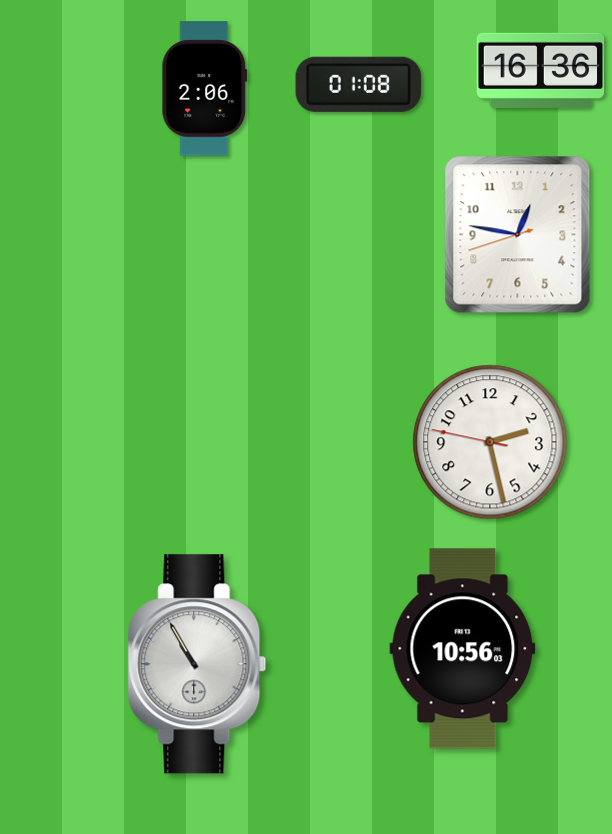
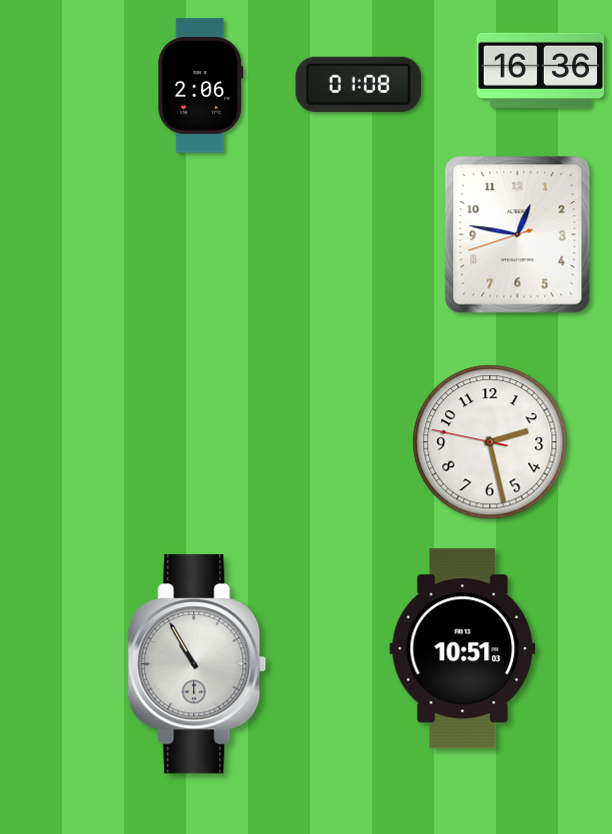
clock at (205, 89) position: (205, 89) -> (201, 86)
clock at (463, 649): 10:56 -> 10:51
